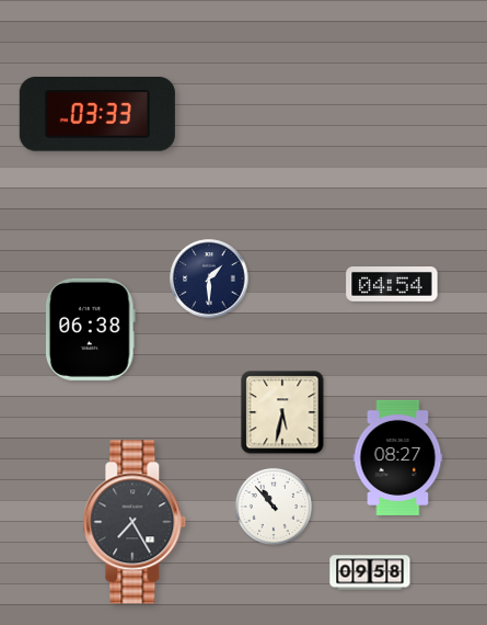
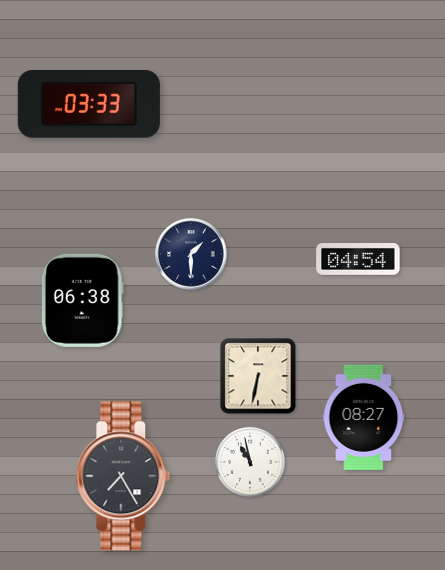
clock at (282, 412): 5:32 -> 6:32
clock at (274, 507): 10:53 -> 10:58
clock at (370, 572): 09:58 -> none
